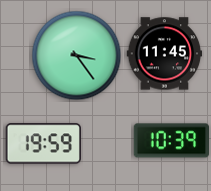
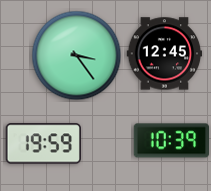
clock at (165, 54): 11:45 -> 12:45
